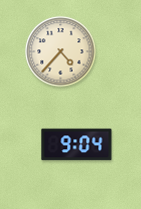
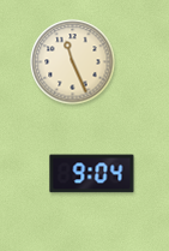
clock at (61, 52): 4:37 -> 11:26
